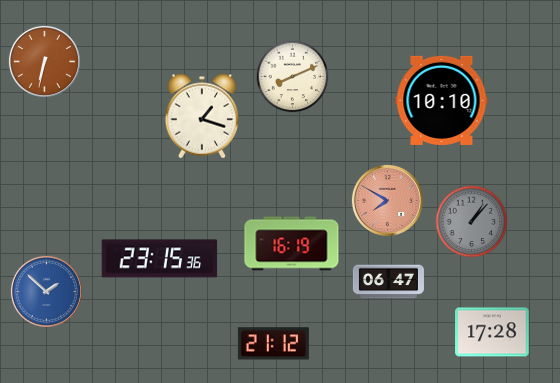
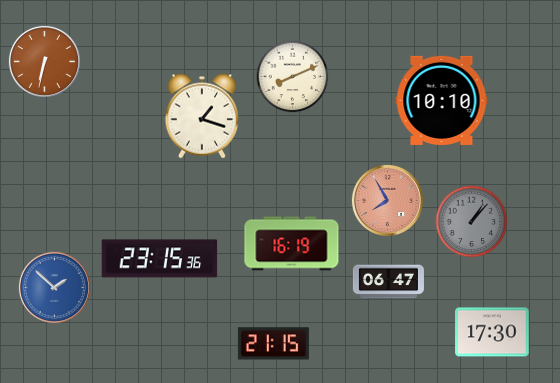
clock at (387, 200): 7:50 -> 7:55
clock at (46, 291) position: (46, 291) -> (54, 287)
clock at (492, 332): 17:28 -> 17:30
clock at (273, 344): 21:12 -> 21:15
